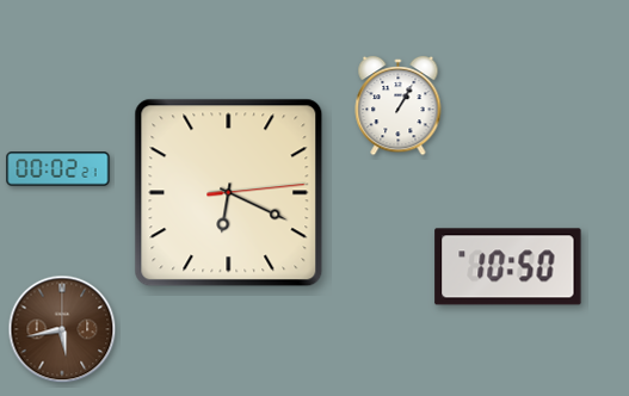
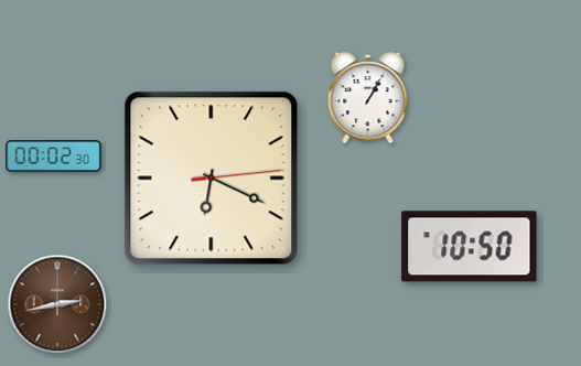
clock at (58, 169): 00:02:21 -> 00:02:30
clock at (62, 329): 5:43 -> 2:43
